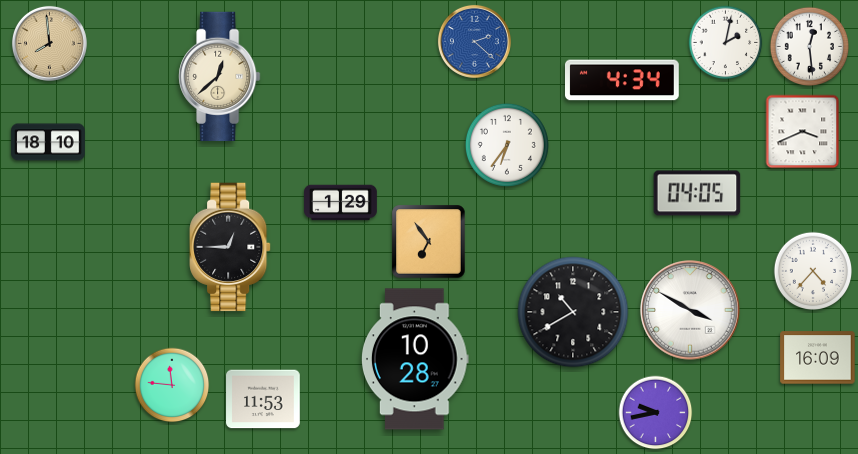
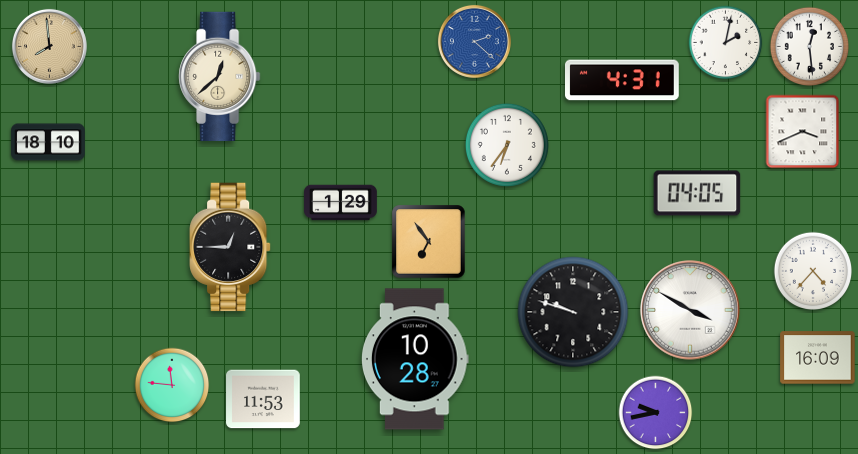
clock at (49, 43) position: (49, 43) -> (49, 46)
clock at (623, 80): 4:34 -> 4:31
clock at (573, 312): 10:40 -> 9:48
